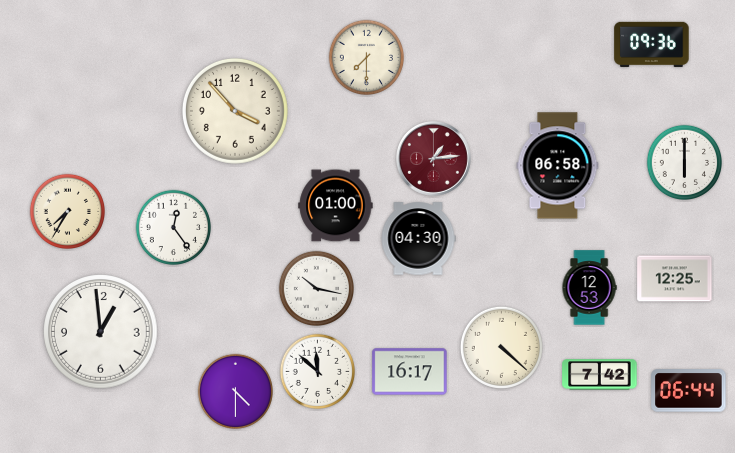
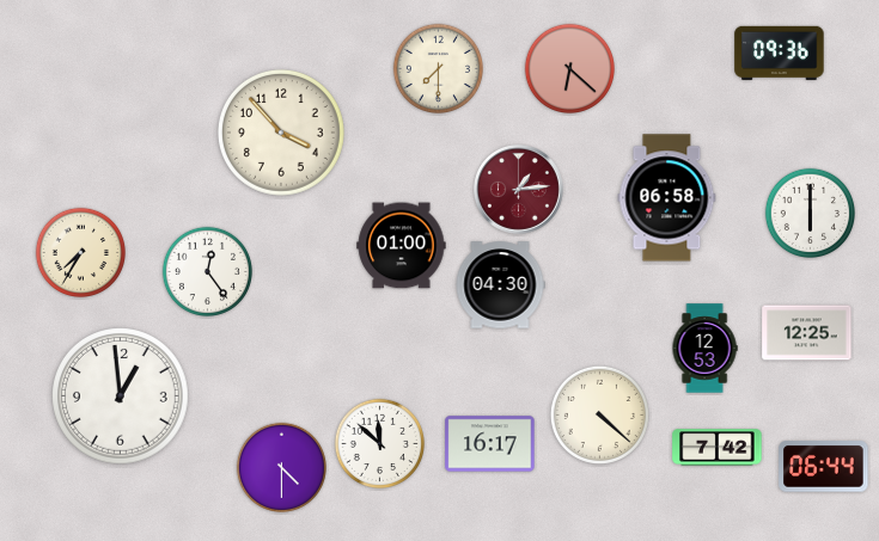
clock at (569, 68): none -> 6:22
clock at (684, 162) position: (684, 162) -> (810, 213)
clock at (316, 288): 10:17 -> none
clock at (589, 288) position: (589, 288) -> (704, 349)
